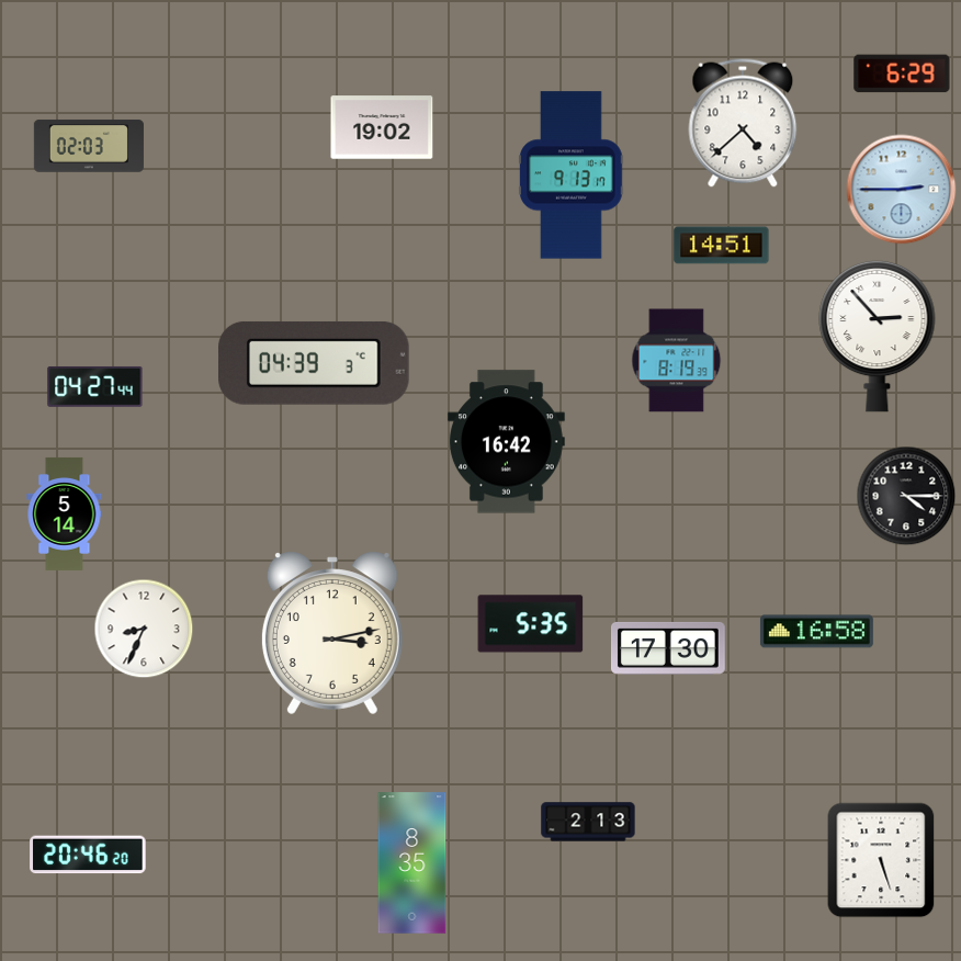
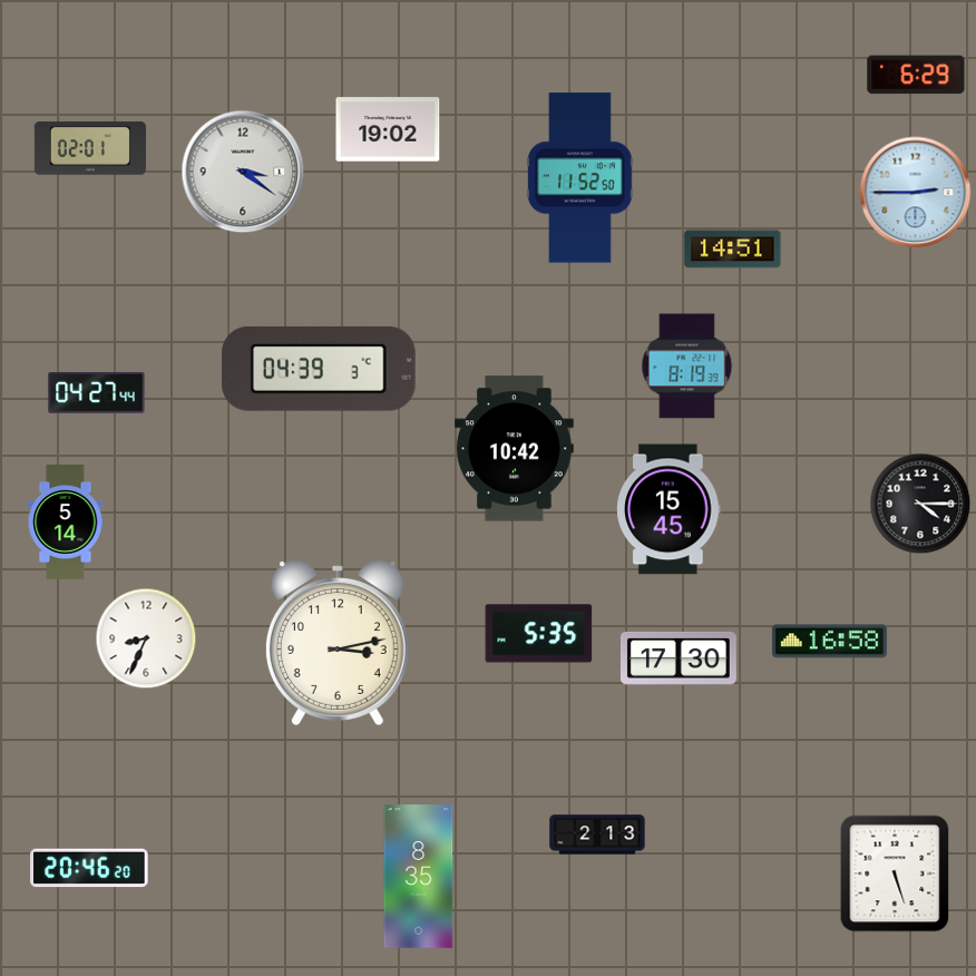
clock at (743, 123): 4:38 -> none
clock at (89, 146): 02:03 -> 02:01
clock at (243, 172): none -> 3:21
clock at (572, 176): 9:13 -> 11:52
clock at (878, 336): 2:53 -> none
clock at (506, 442): 16:42 -> 10:42
clock at (668, 509): none -> 15:45
